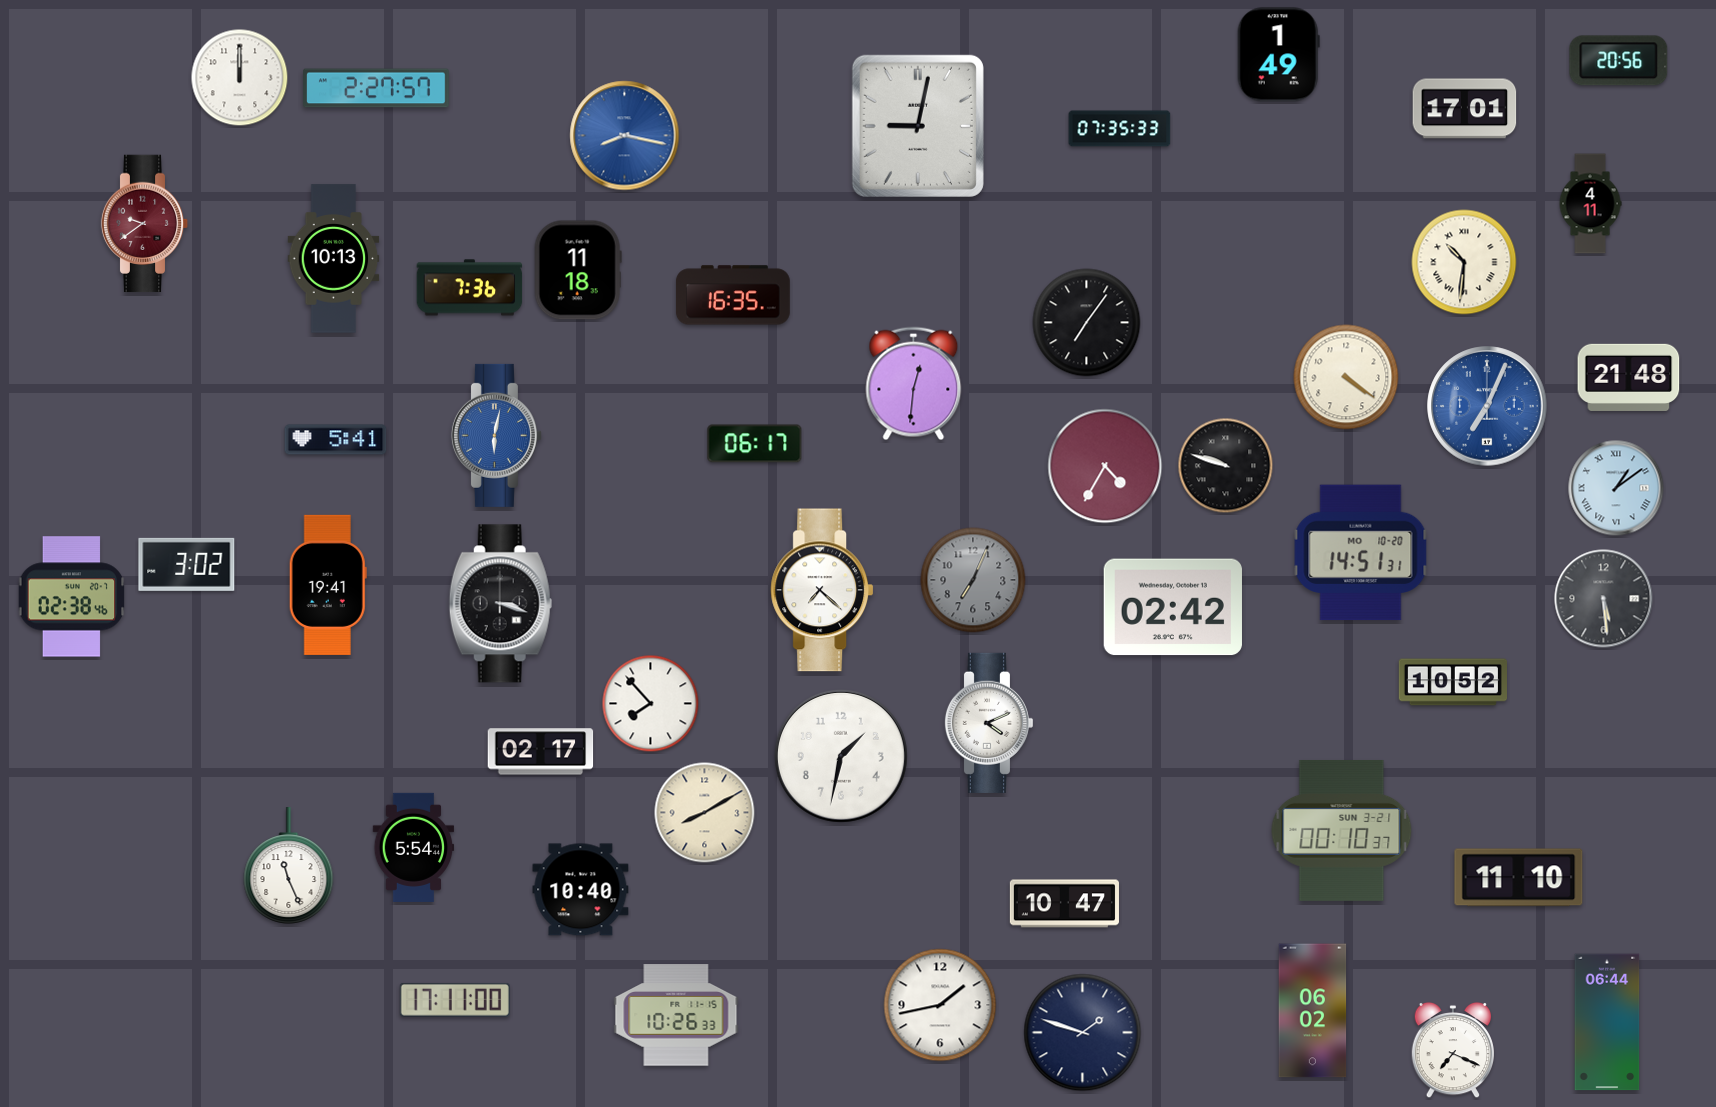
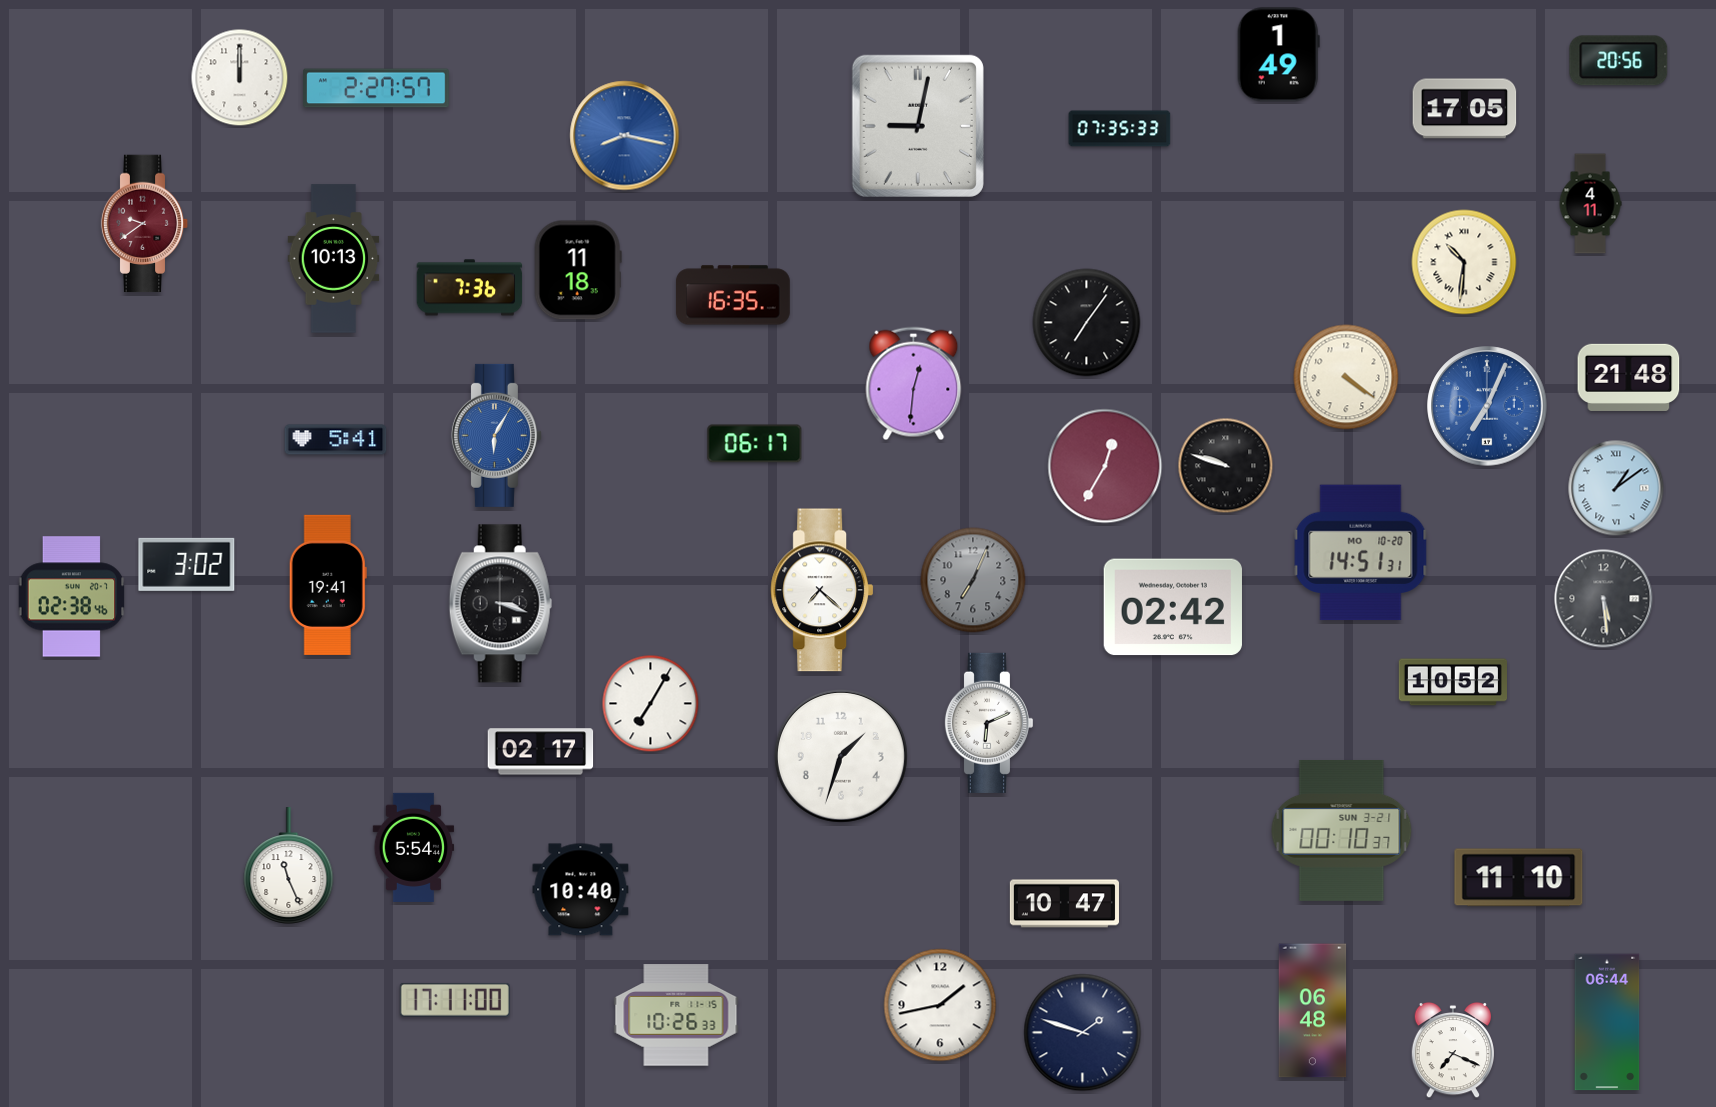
clock at (1465, 109): 17:01 -> 17:05
clock at (496, 435): 6:02 -> 6:05
clock at (1105, 466): 4:35 -> 12:35
clock at (651, 704): 7:53 -> 7:05
clock at (988, 723): 4:11 -> 6:11
clock at (841, 756): 1:32 -> 1:33
clock at (705, 813): 8:10 -> none
clock at (1313, 1011): 06:02 -> 06:48
